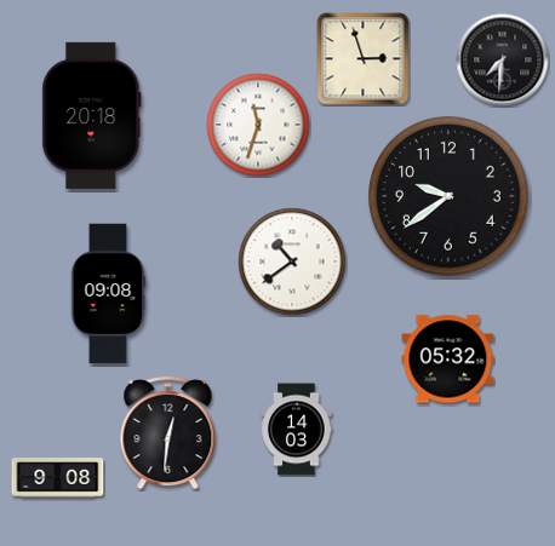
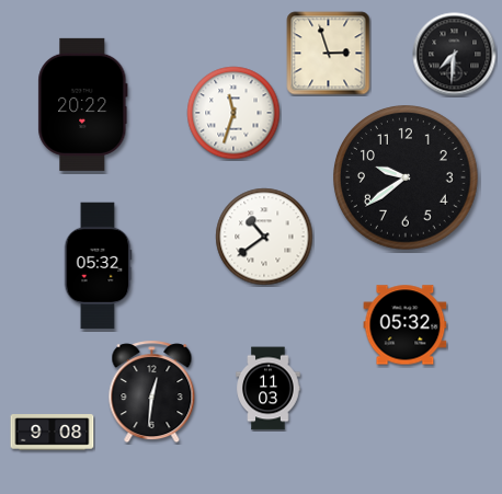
clock at (92, 115): 20:18 -> 20:22
clock at (108, 294): 09:08 -> 05:32
clock at (297, 430): 14:03 -> 11:03
